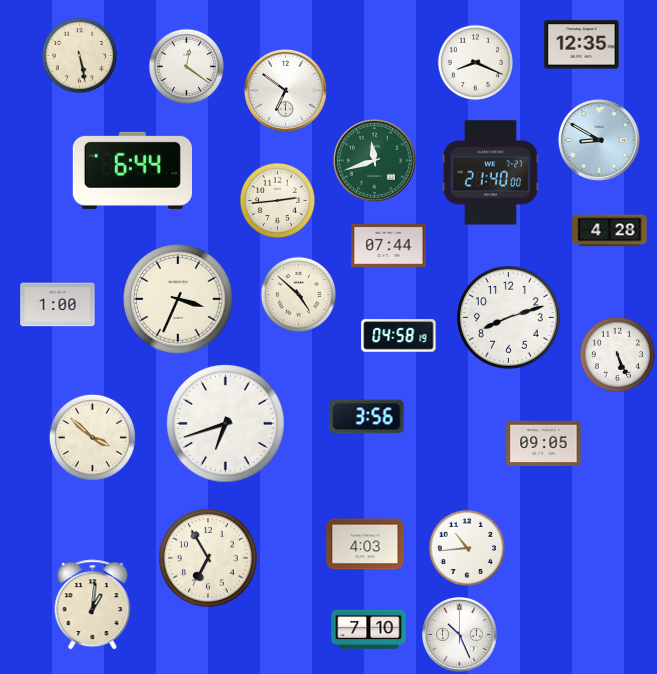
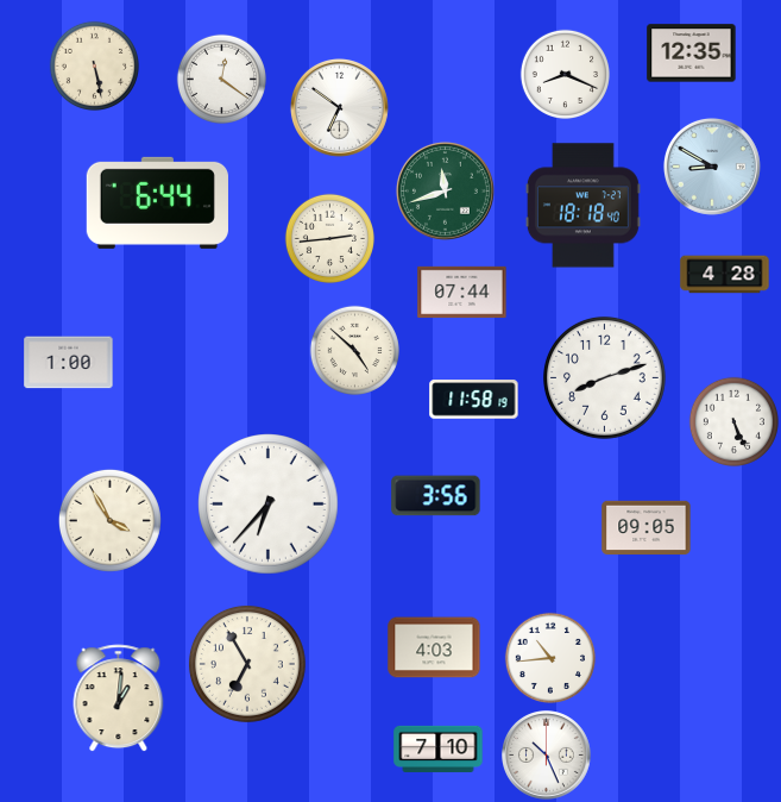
clock at (490, 173): 21:40 -> 18:18
clock at (179, 300): 3:34 -> none
clock at (399, 336): 04:58 -> 11:58
clock at (226, 424): 6:42 -> 6:37
clock at (92, 437): 3:52 -> 3:55
clock at (467, 548) position: (467, 548) -> (550, 658)
clock at (93, 605) position: (93, 605) -> (119, 698)
